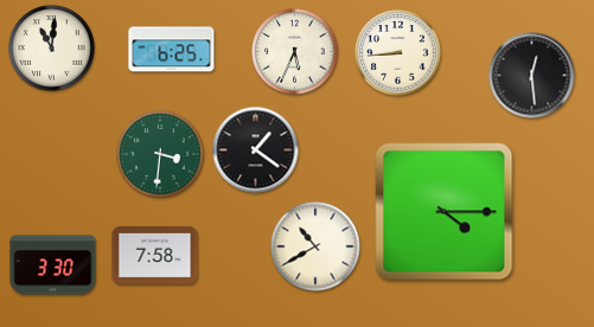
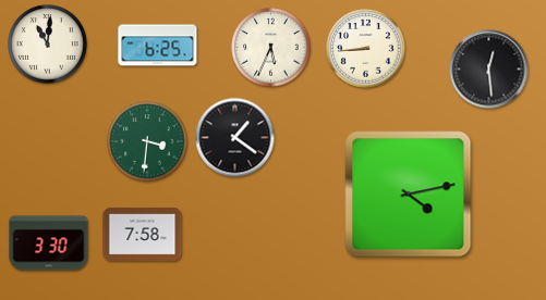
clock at (445, 212): 4:15 -> 4:13
clock at (315, 246): 10:40 -> none
